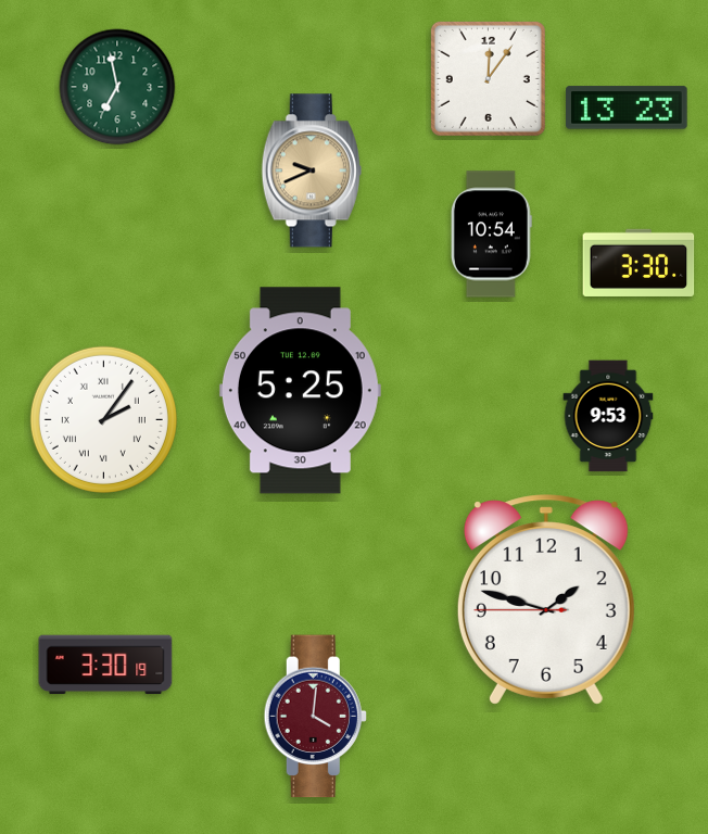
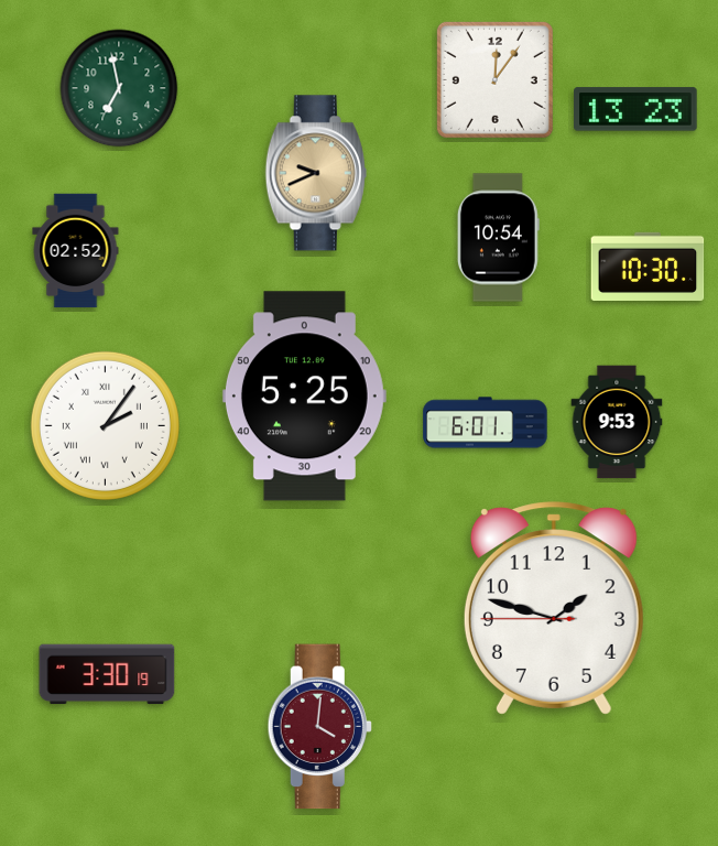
clock at (76, 251): none -> 02:52
clock at (639, 263): 3:30 -> 10:30
clock at (486, 423): none -> 6:01
